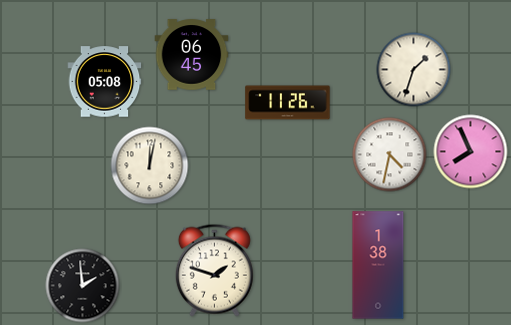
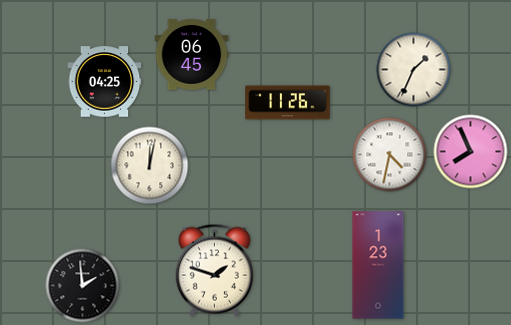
clock at (414, 70): 1:33 -> 1:34
clock at (105, 82): 05:08 -> 04:25
clock at (378, 265): 1:38 -> 1:23
